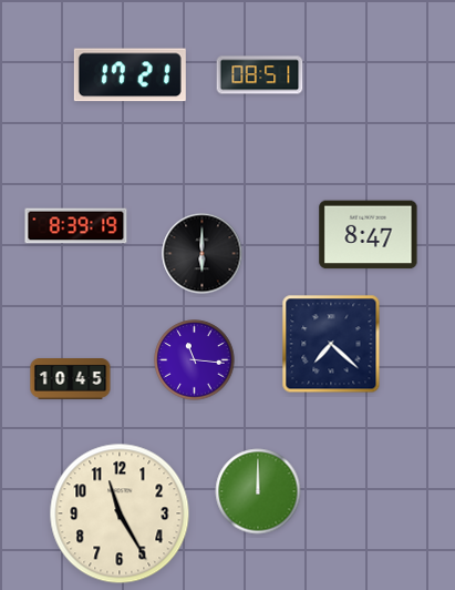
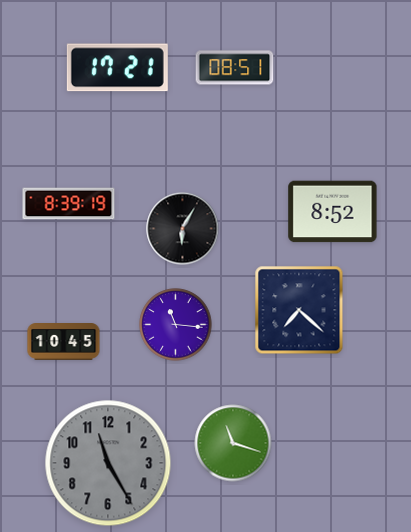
clock at (369, 235): 8:47 -> 8:52
clock at (203, 254): 6:00 -> 6:05
clock at (258, 491): 12:00 -> 11:18
clock at (120, 513) dial: cream -> grey
